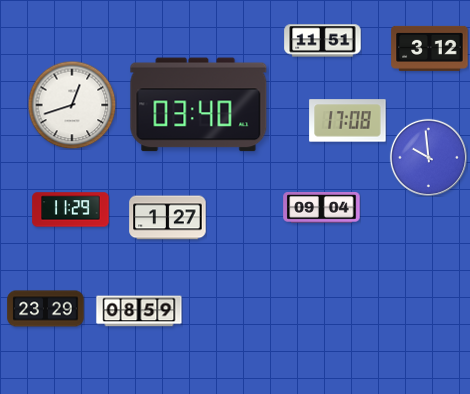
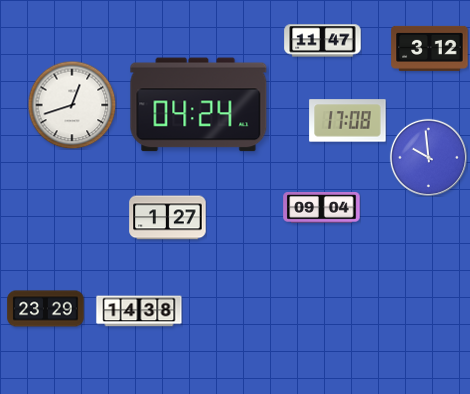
clock at (323, 41): 11:51 -> 11:47
clock at (199, 105): 03:40 -> 04:24
clock at (71, 210): 11:29 -> none
clock at (139, 311): 08:59 -> 14:38
